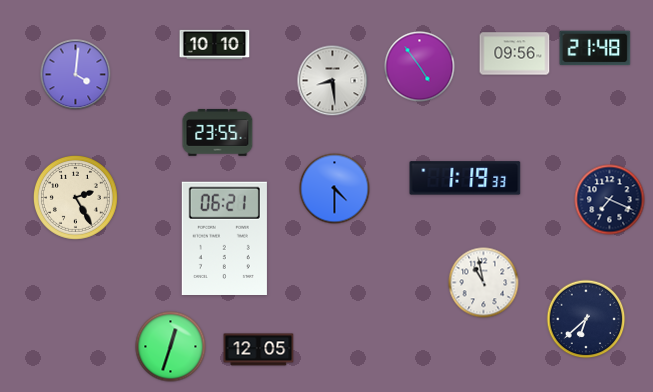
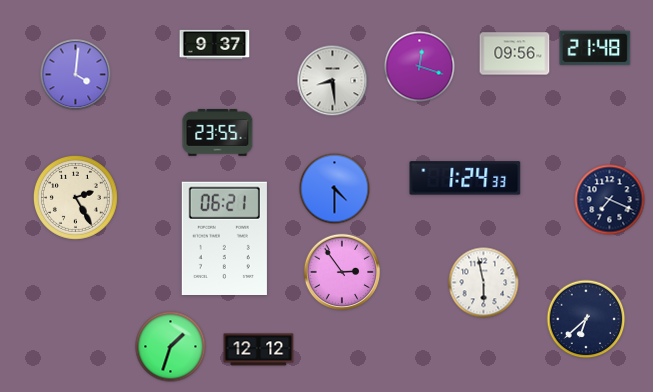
clock at (215, 44): 10:10 -> 9:37
clock at (420, 67): 4:54 -> 12:18
clock at (465, 178): 1:19 -> 1:24
clock at (342, 272): none -> 2:54
clock at (484, 283): 10:58 -> 5:58
clock at (171, 347): 12:33 -> 1:33
clock at (259, 350): 12:05 -> 12:12
